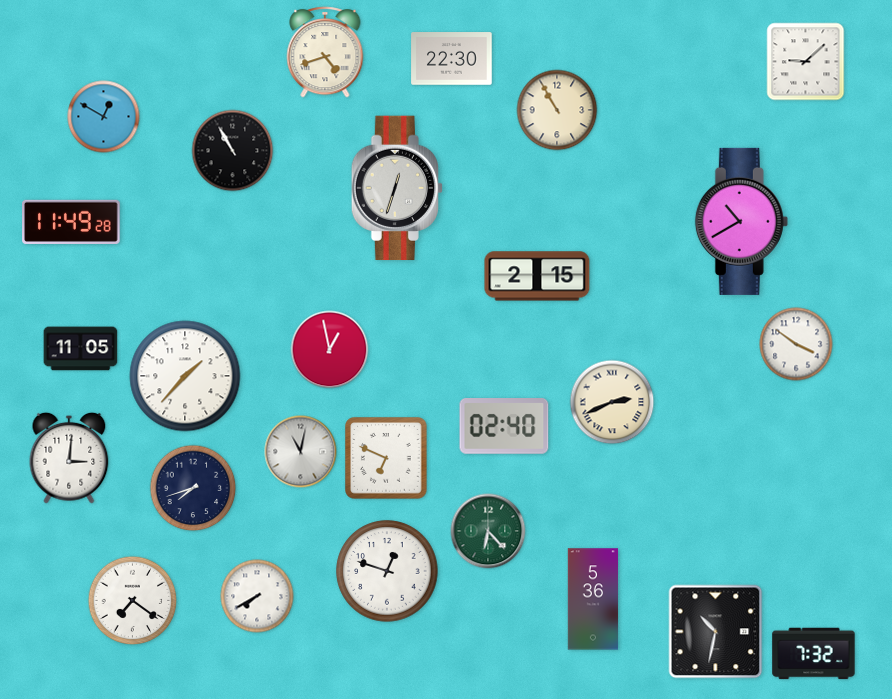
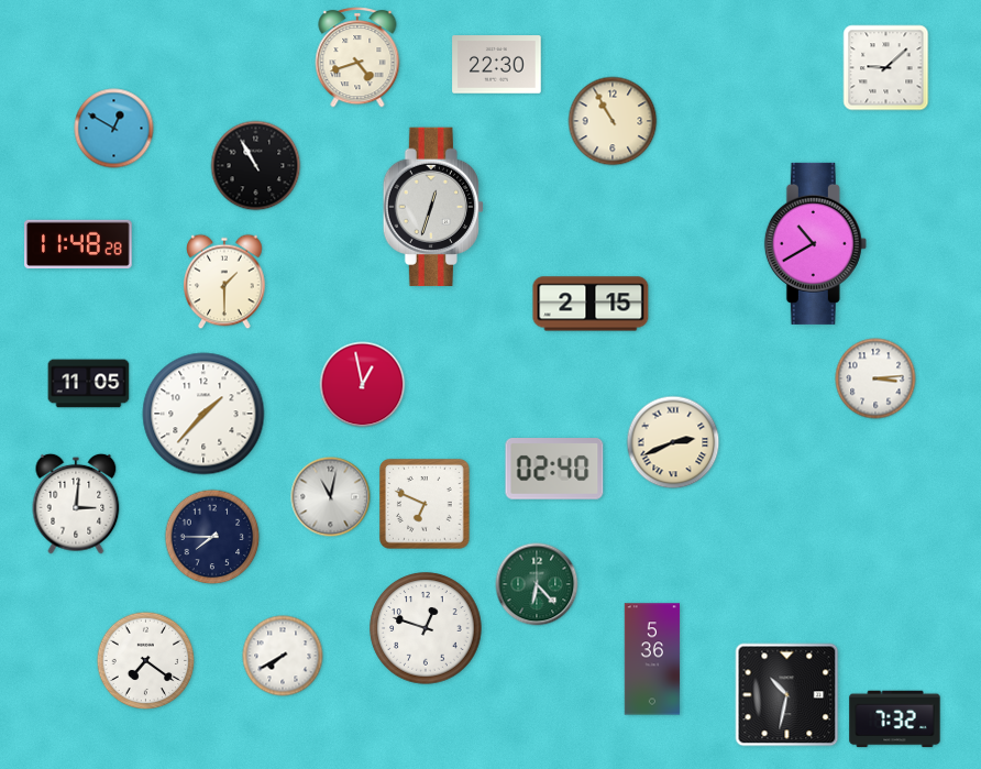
clock at (396, 188) position: (396, 188) -> (432, 207)
clock at (71, 222): 11:49 -> 11:48
clock at (224, 282): none -> 1:30
clock at (796, 344): 3:51 -> 3:14
clock at (193, 488): 7:42 -> 7:45
